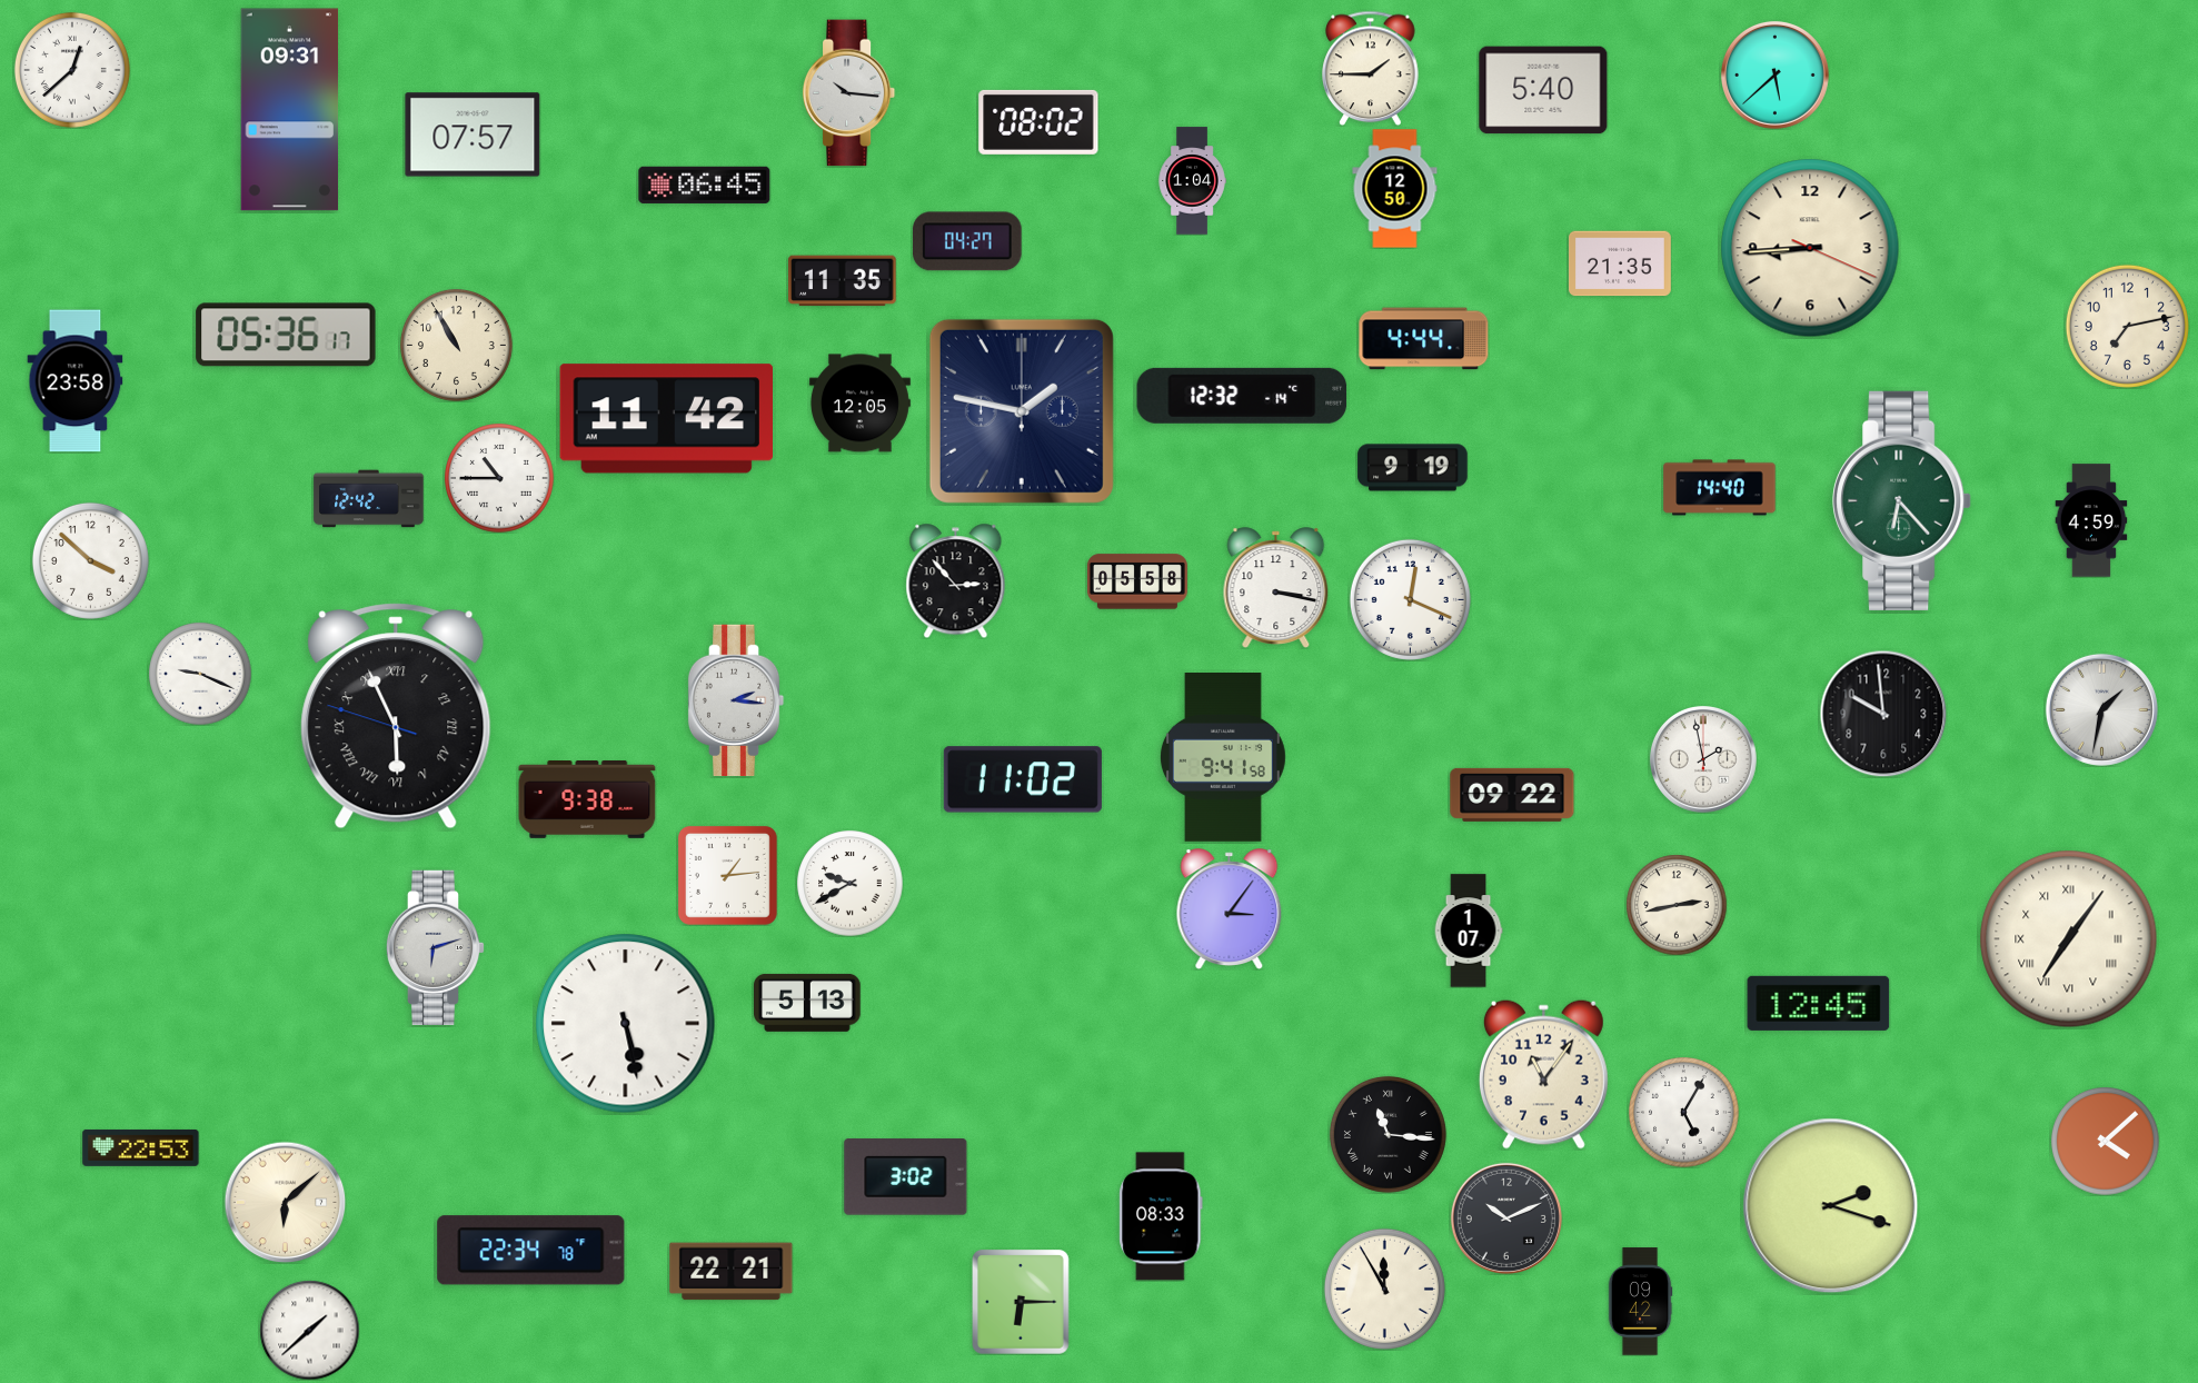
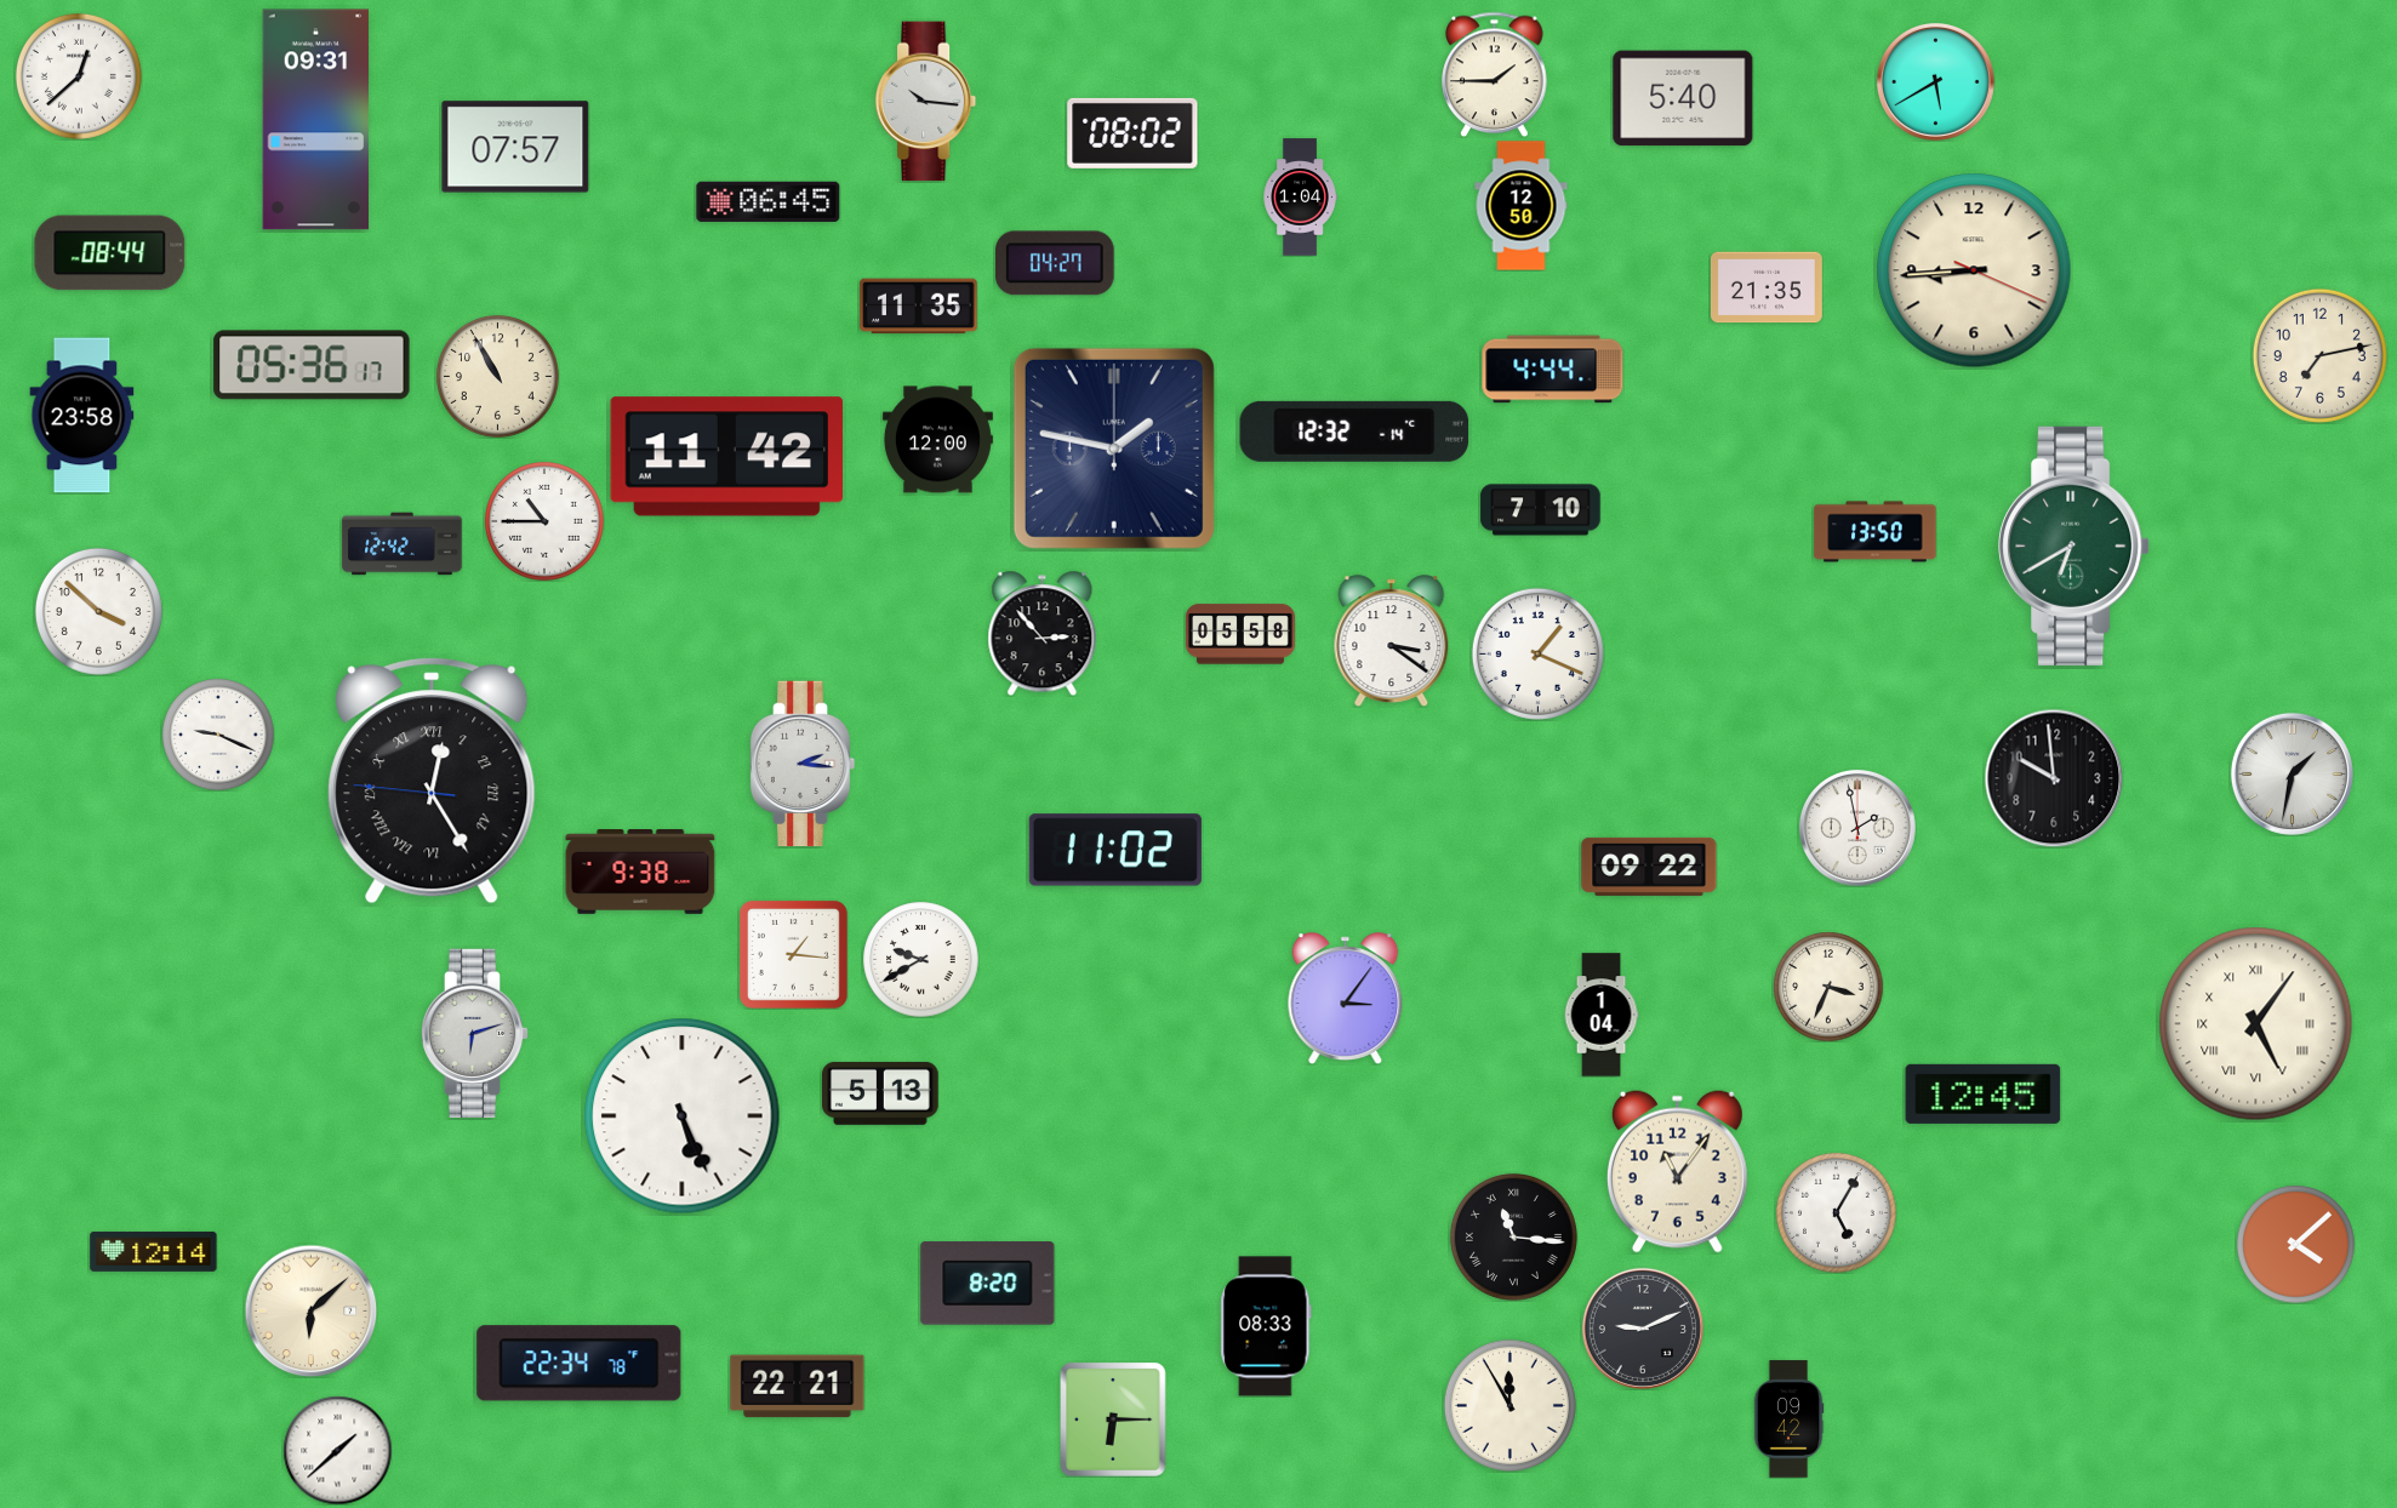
clock at (1774, 74): 5:38 -> 5:40
clock at (110, 253): none -> 08:44
clock at (859, 404): 12:05 -> 12:00
clock at (1413, 468): 9:19 -> 7:10
clock at (1720, 488): 14:40 -> 13:50
clock at (1902, 500): 6:23 -> 6:40
clock at (2091, 520): 4:59 -> none
clock at (1276, 588): 3:17 -> 3:21
clock at (1410, 599): 12:19 -> 1:19
clock at (396, 716): 5:55 -> 12:24
clock at (1223, 758): 9:41 -> none
clock at (727, 875): 1:14 -> 1:16
clock at (849, 883) position: (849, 883) -> (920, 959)
clock at (1677, 905): 2:43 -> 3:34
clock at (1230, 909) position: (1230, 909) -> (1346, 999)
clock at (1469, 931): 1:07 -> 1:04
clock at (2069, 939): 7:06 -> 5:06
clock at (626, 1024): 5:28 -> 5:26
clock at (1543, 1074) position: (1543, 1074) -> (1677, 1171)
clock at (141, 1147): 22:53 -> 12:14
clock at (906, 1177): 3:02 -> 8:20
clock at (1831, 1206): 2:18 -> none
clock at (1506, 1218): 10:11 -> 9:11
